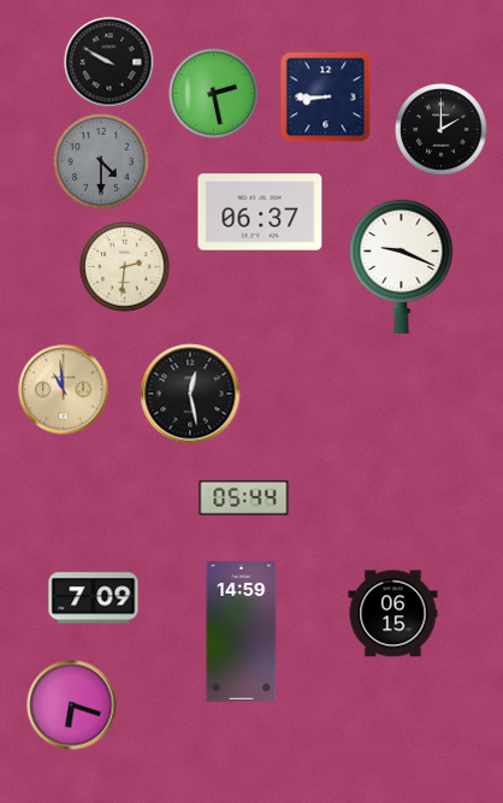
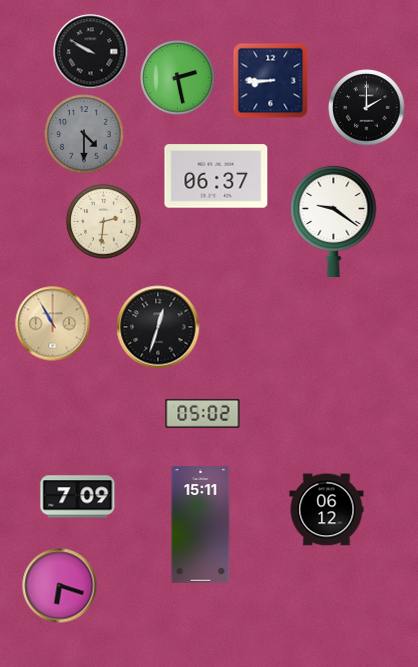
clock at (402, 266): 9:19 -> 9:21
clock at (64, 390): 10:59 -> 10:55
clock at (190, 394): 12:28 -> 12:33
clock at (244, 497): 05:44 -> 05:02
clock at (393, 614): 06:15 -> 06:12
clock at (242, 632): 14:59 -> 15:11
